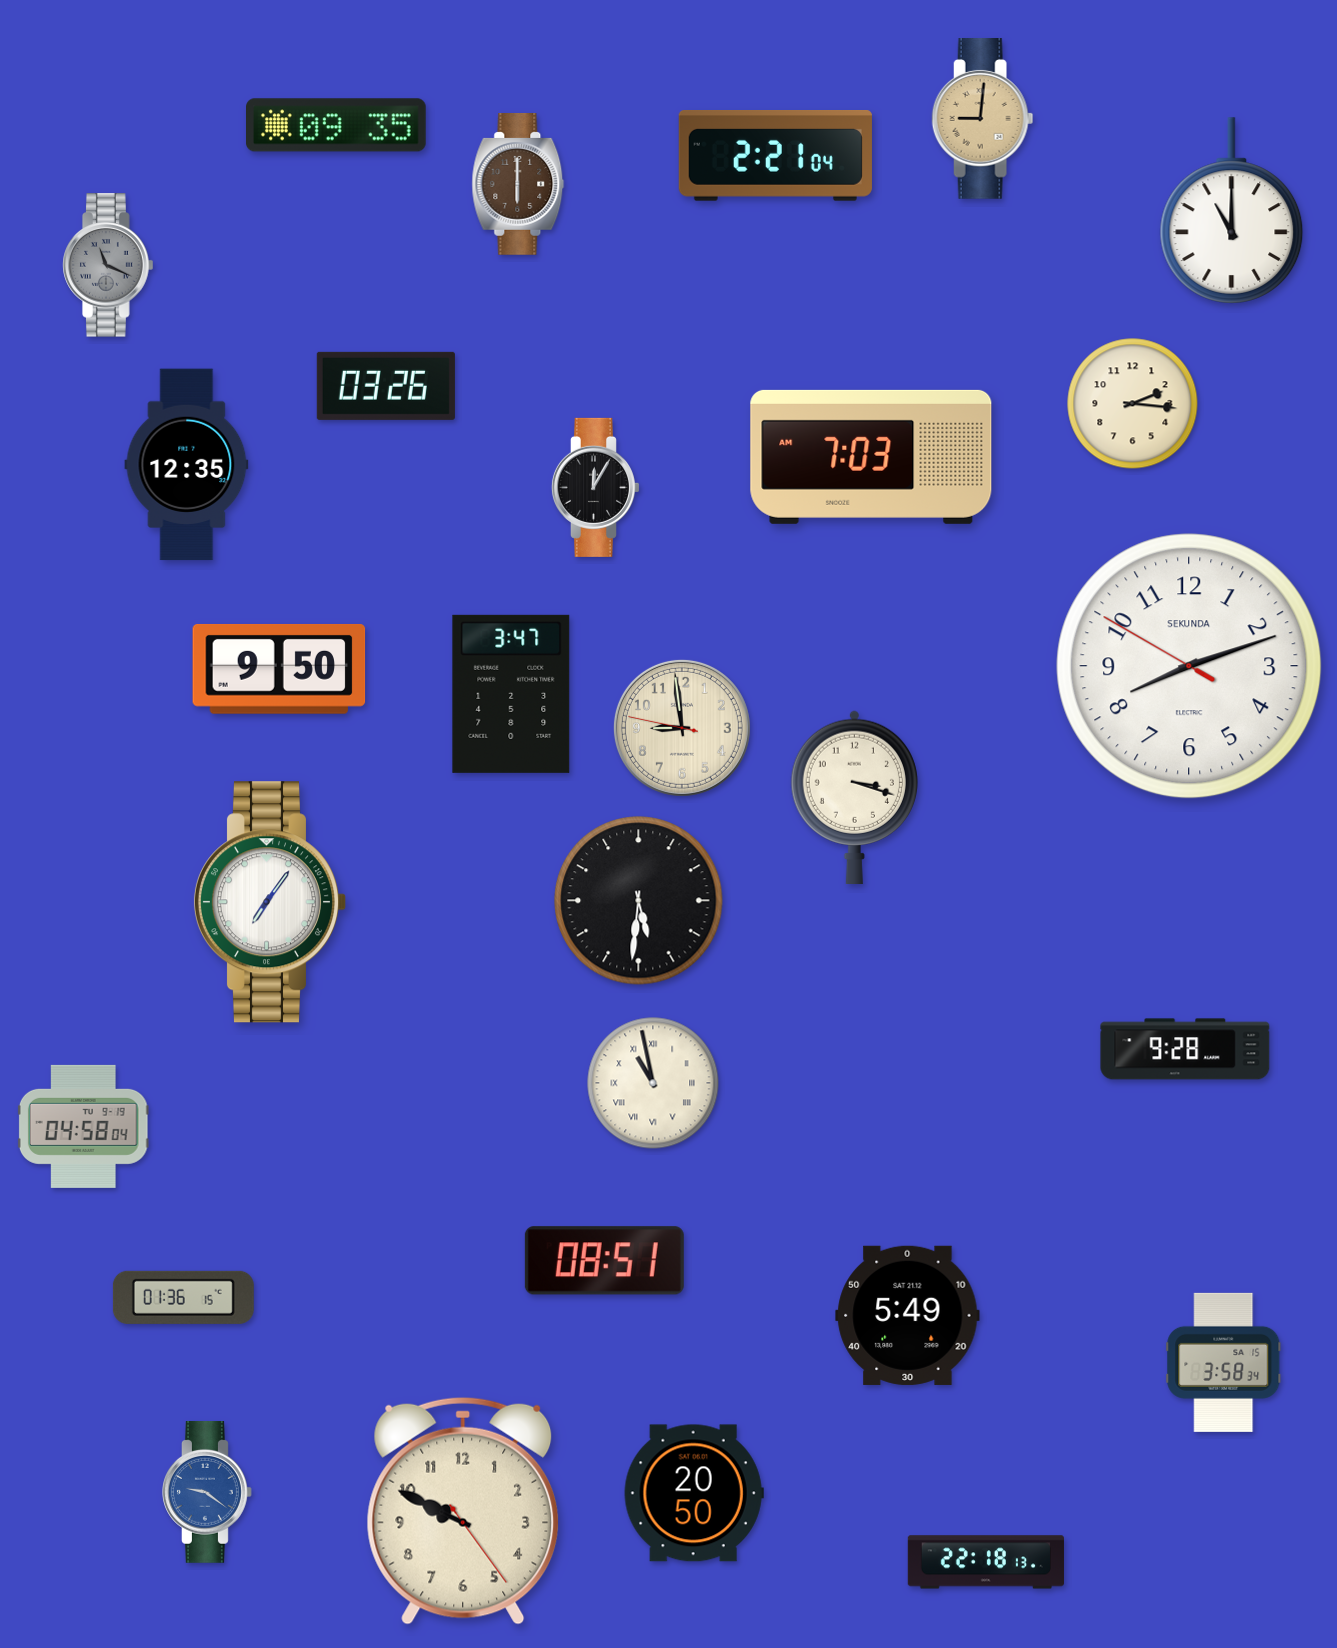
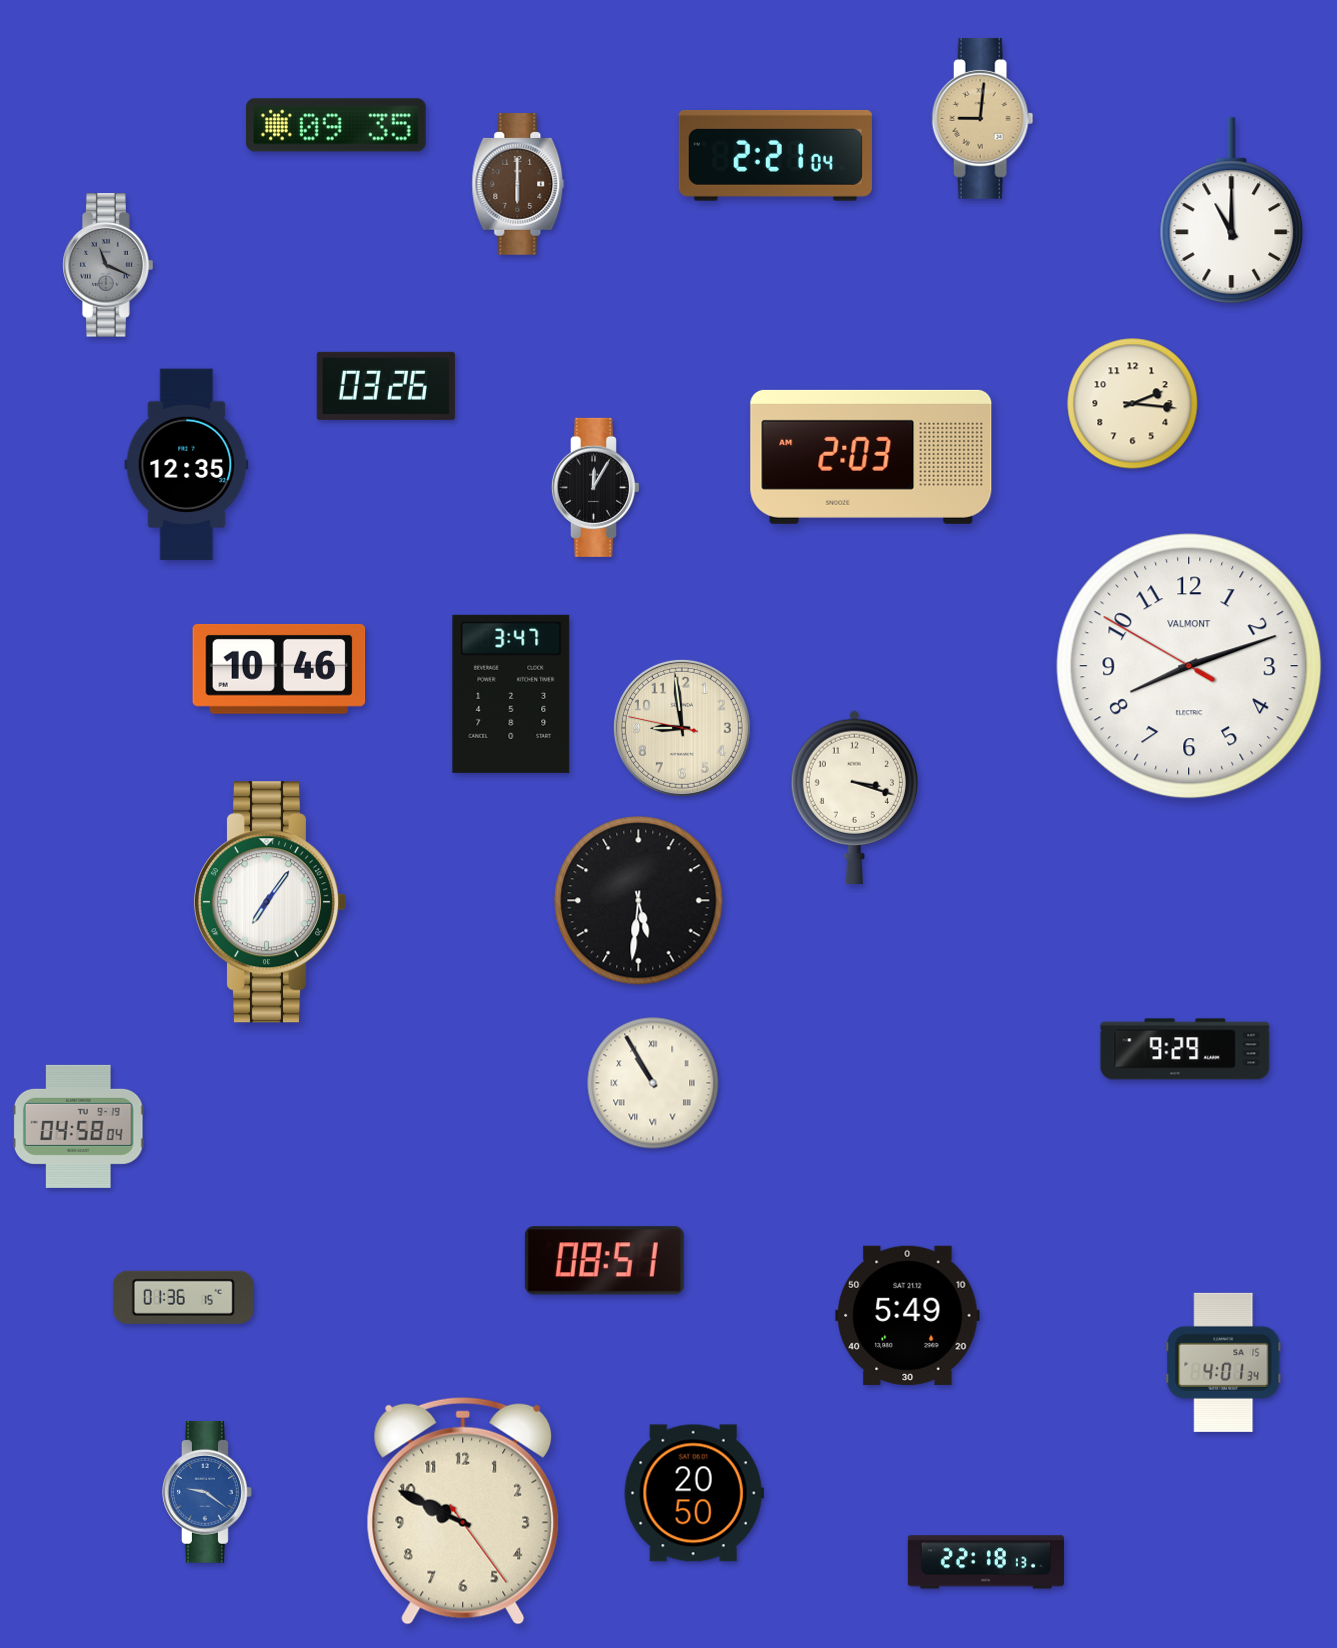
clock at (871, 457): 7:03 -> 2:03
clock at (1189, 666) brand: SEKUNDA -> VALMONT
clock at (279, 669): 9:50 -> 10:46
clock at (1185, 1049): 9:28 -> 9:29
clock at (653, 1083): 10:58 -> 10:55
clock at (83, 1126) position: (83, 1126) -> (78, 1126)
clock at (1224, 1362): 3:58 -> 4:01
